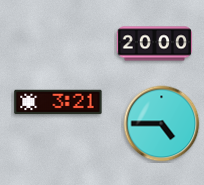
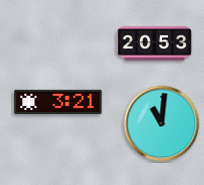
clock at (155, 44): 20:00 -> 20:53
clock at (162, 124): 4:45 -> 11:01
